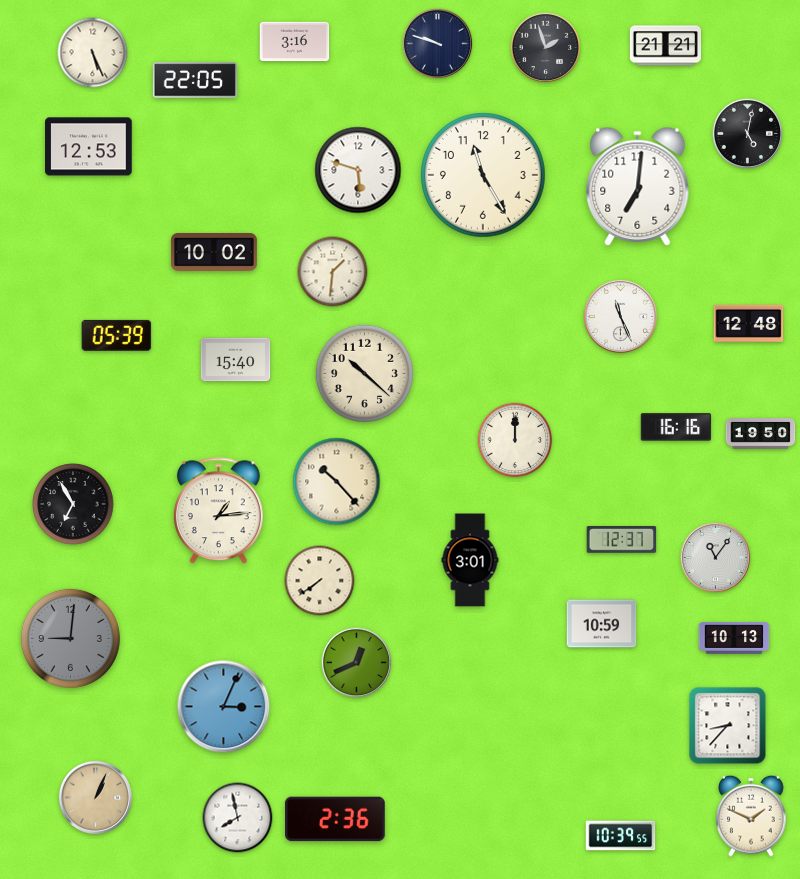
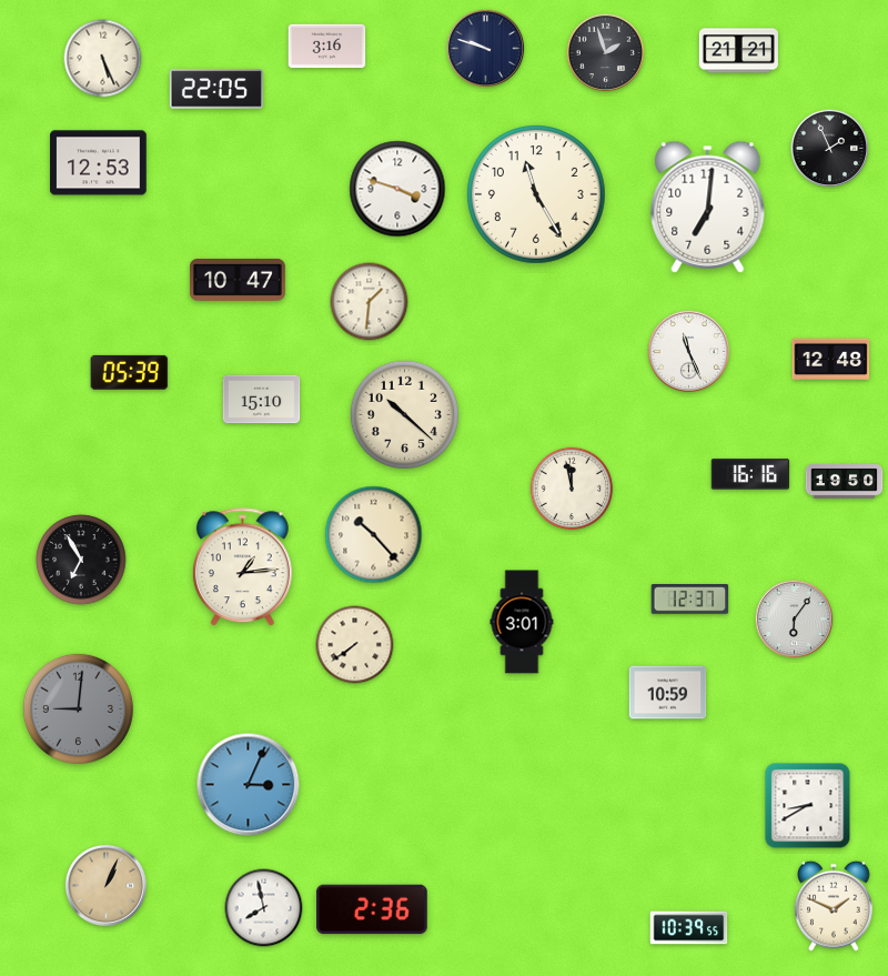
clock at (748, 134): 5:02 -> 1:56
clock at (358, 170): 5:48 -> 3:48
clock at (215, 252): 10:02 -> 10:47
clock at (236, 360): 15:40 -> 15:10
clock at (515, 440): 12:00 -> 11:58
clock at (716, 558): 11:06 -> 6:06
clock at (734, 638): 10:13 -> none
clock at (357, 663): 12:41 -> none
clock at (728, 726): 8:37 -> 8:40
